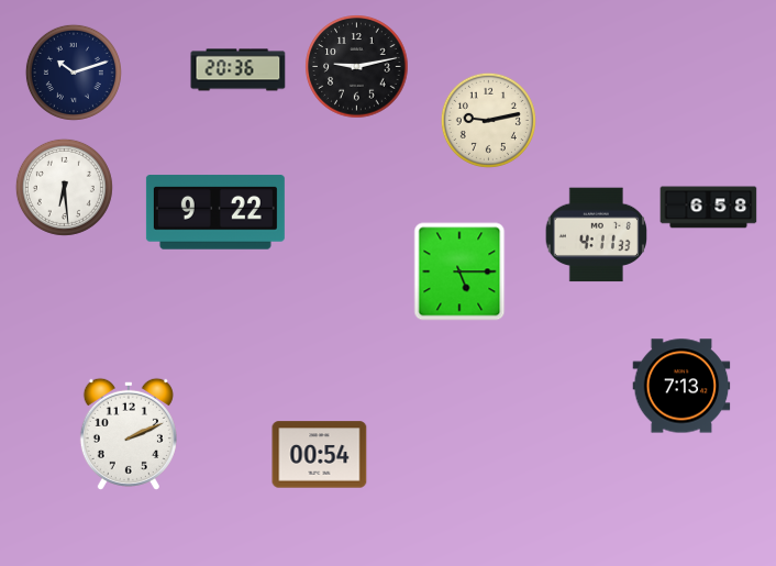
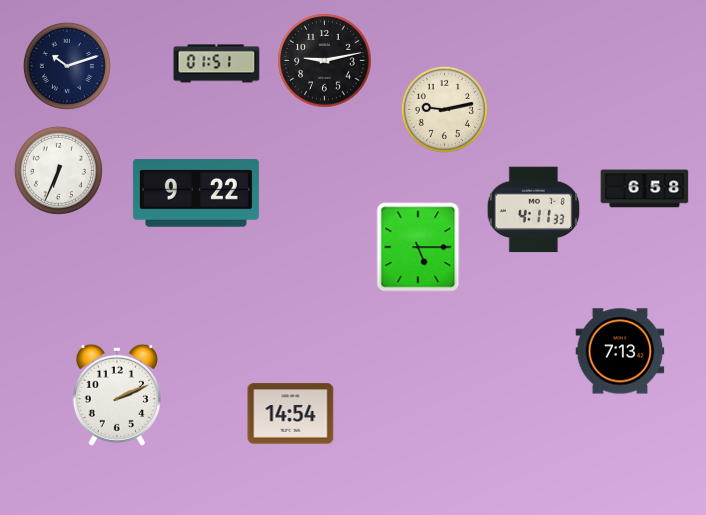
clock at (239, 70): 20:36 -> 01:51
clock at (64, 187): 6:29 -> 6:34
clock at (596, 235) position: (596, 235) -> (533, 210)
clock at (320, 455): 00:54 -> 14:54
